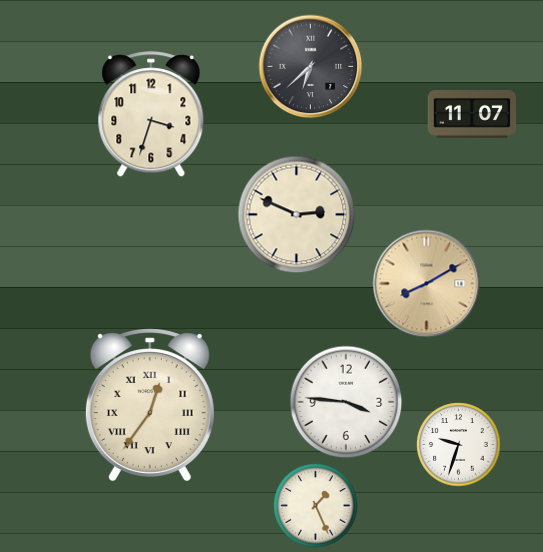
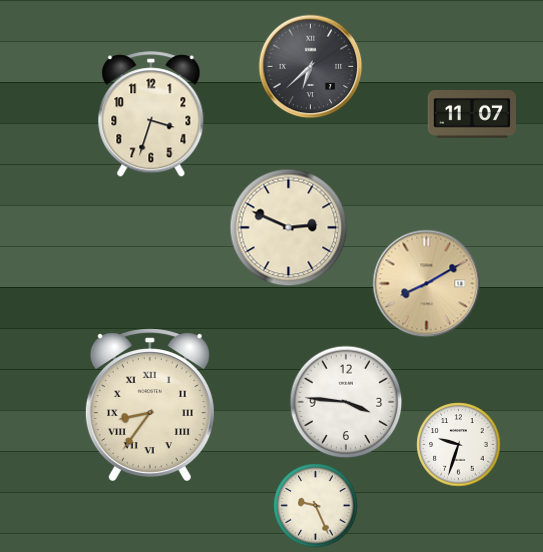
clock at (296, 214) position: (296, 214) -> (288, 227)
clock at (150, 405): 12:36 -> 8:36
clock at (315, 505): 1:26 -> 9:26
